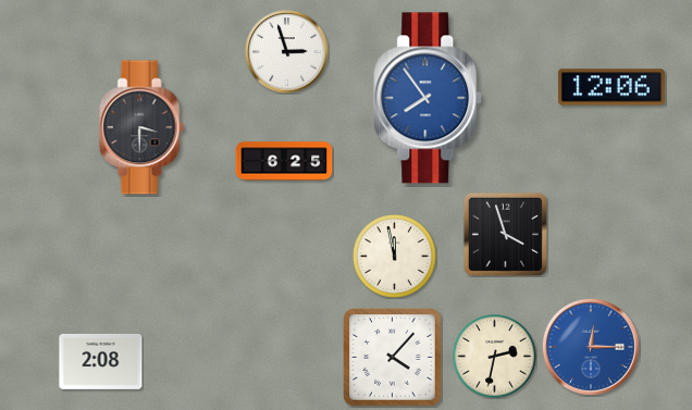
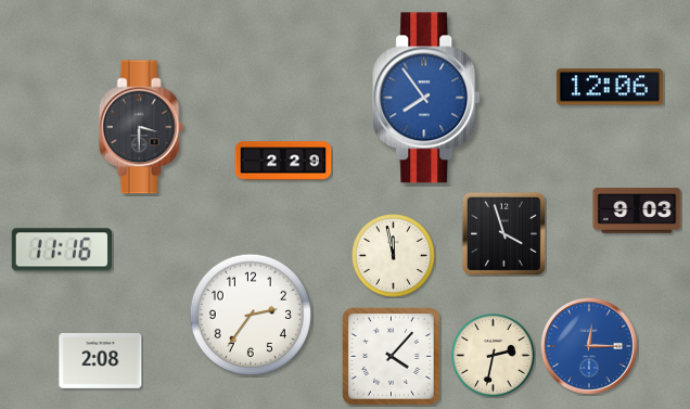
clock at (287, 52): 2:57 -> none
clock at (284, 161): 6:25 -> 2:29
clock at (637, 210): none -> 9:03
clock at (61, 250): none -> 11:16
clock at (251, 315): none -> 2:36
